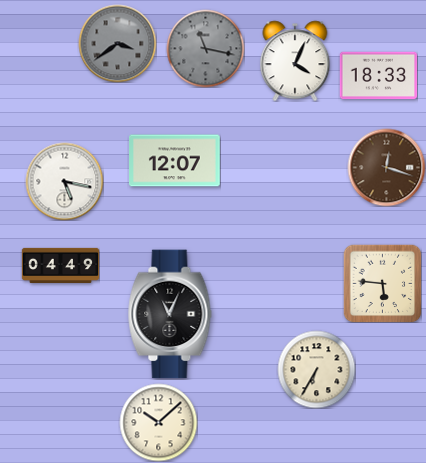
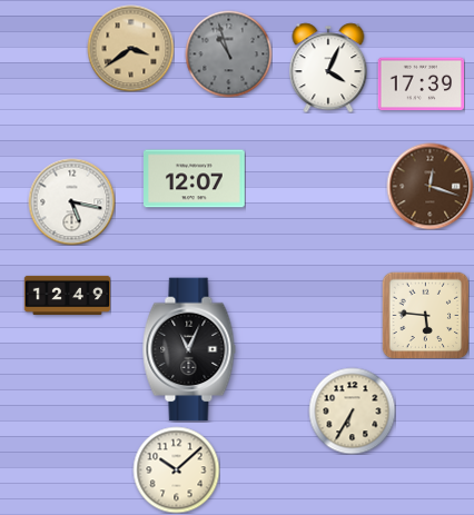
clock at (117, 43) dial: grey -> champagne
clock at (205, 48): 11:17 -> 10:57
clock at (378, 76): 18:33 -> 17:39
clock at (60, 265): 04:49 -> 12:49
